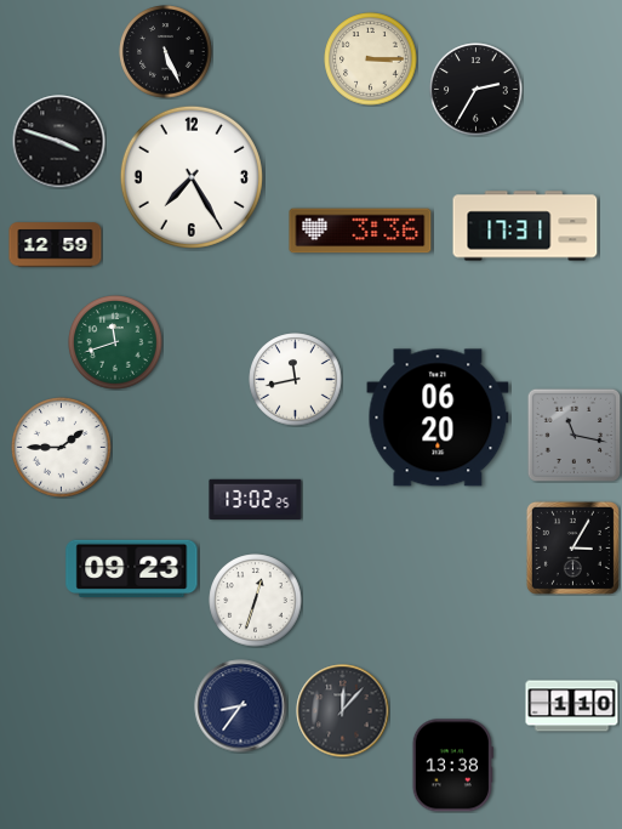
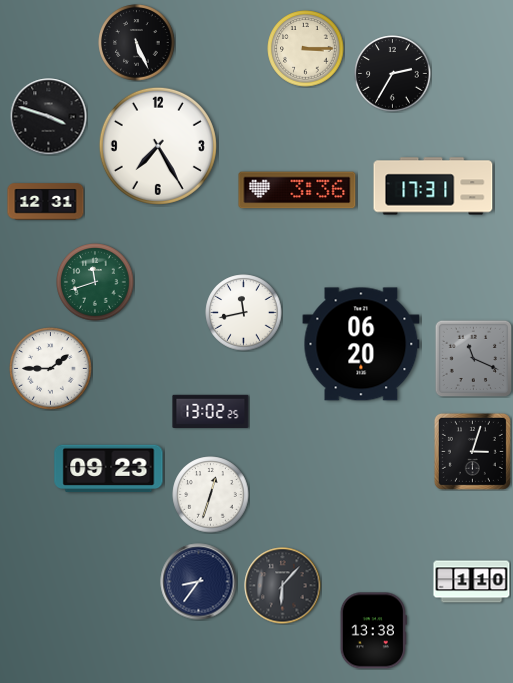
clock at (56, 245): 12:59 -> 12:31
clock at (574, 435): 11:17 -> 11:19
clock at (572, 547): 3:05 -> 3:03
clock at (343, 711): 12:07 -> 6:07
